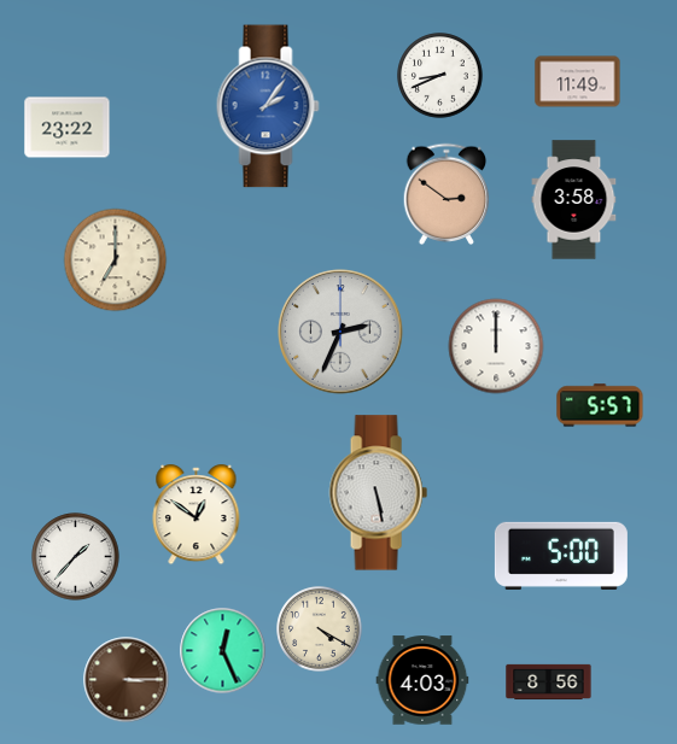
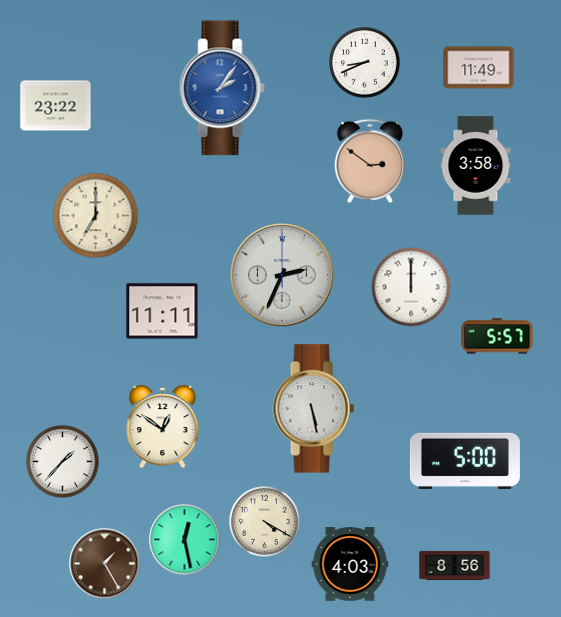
clock at (162, 311): none -> 11:11
clock at (223, 651): 12:26 -> 12:28
clock at (127, 680): 3:15 -> 1:25
